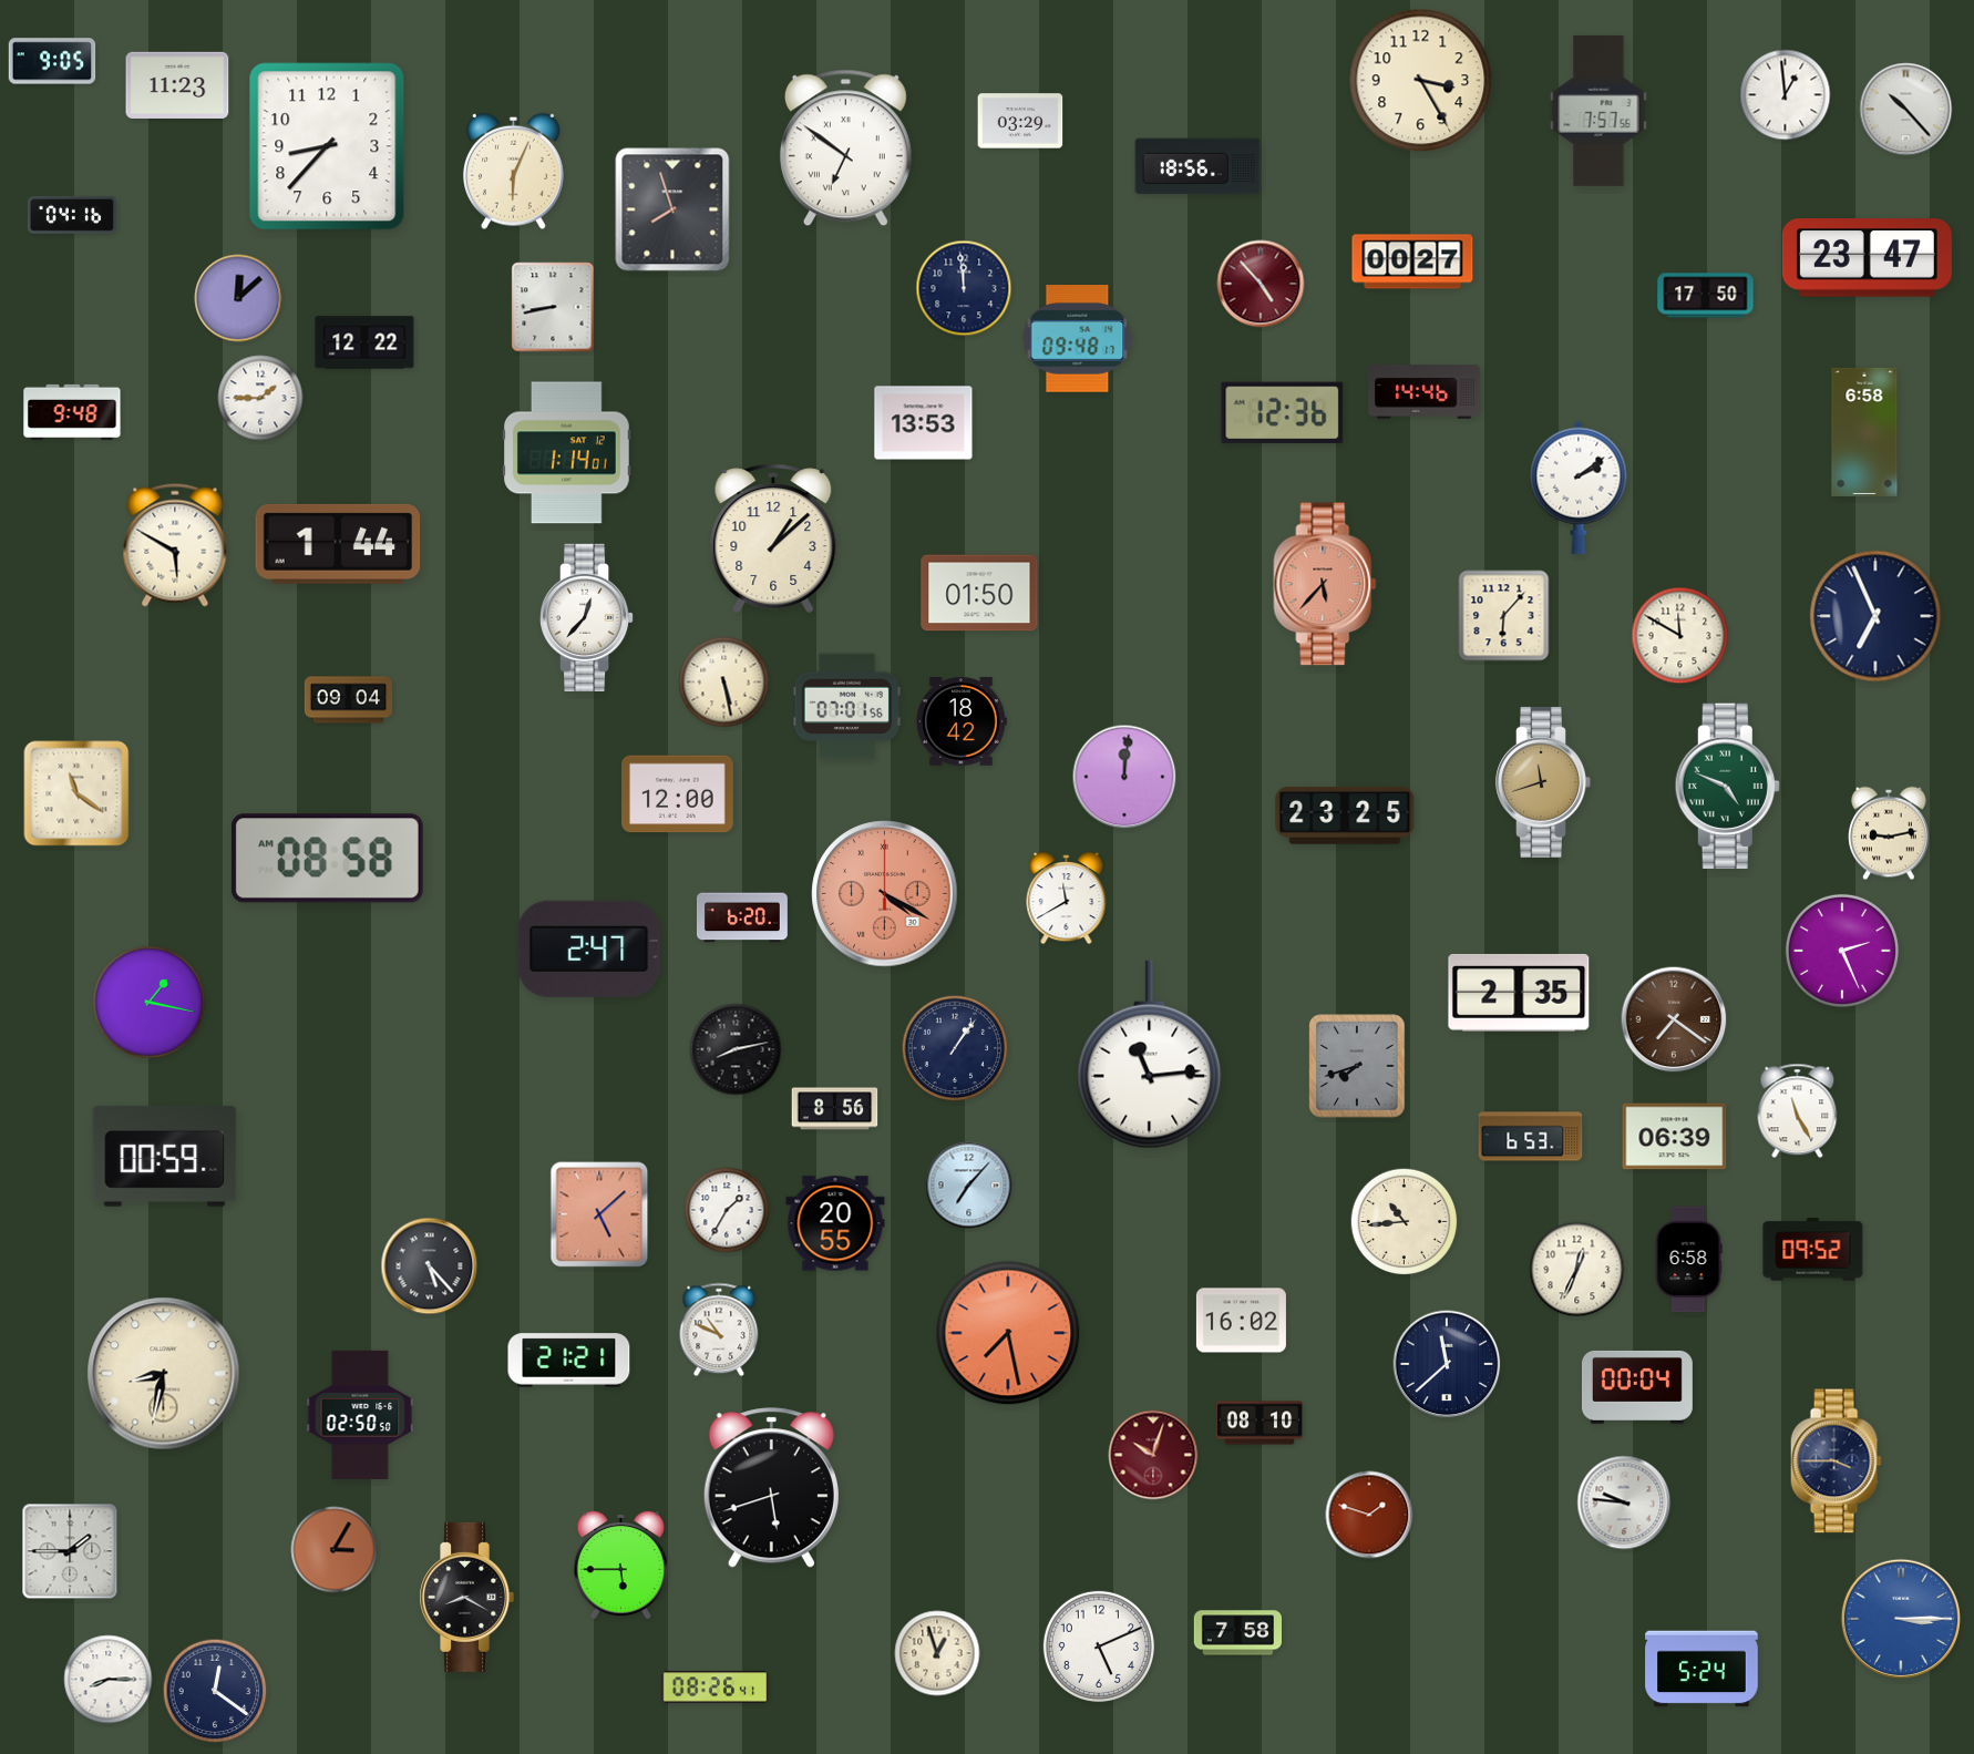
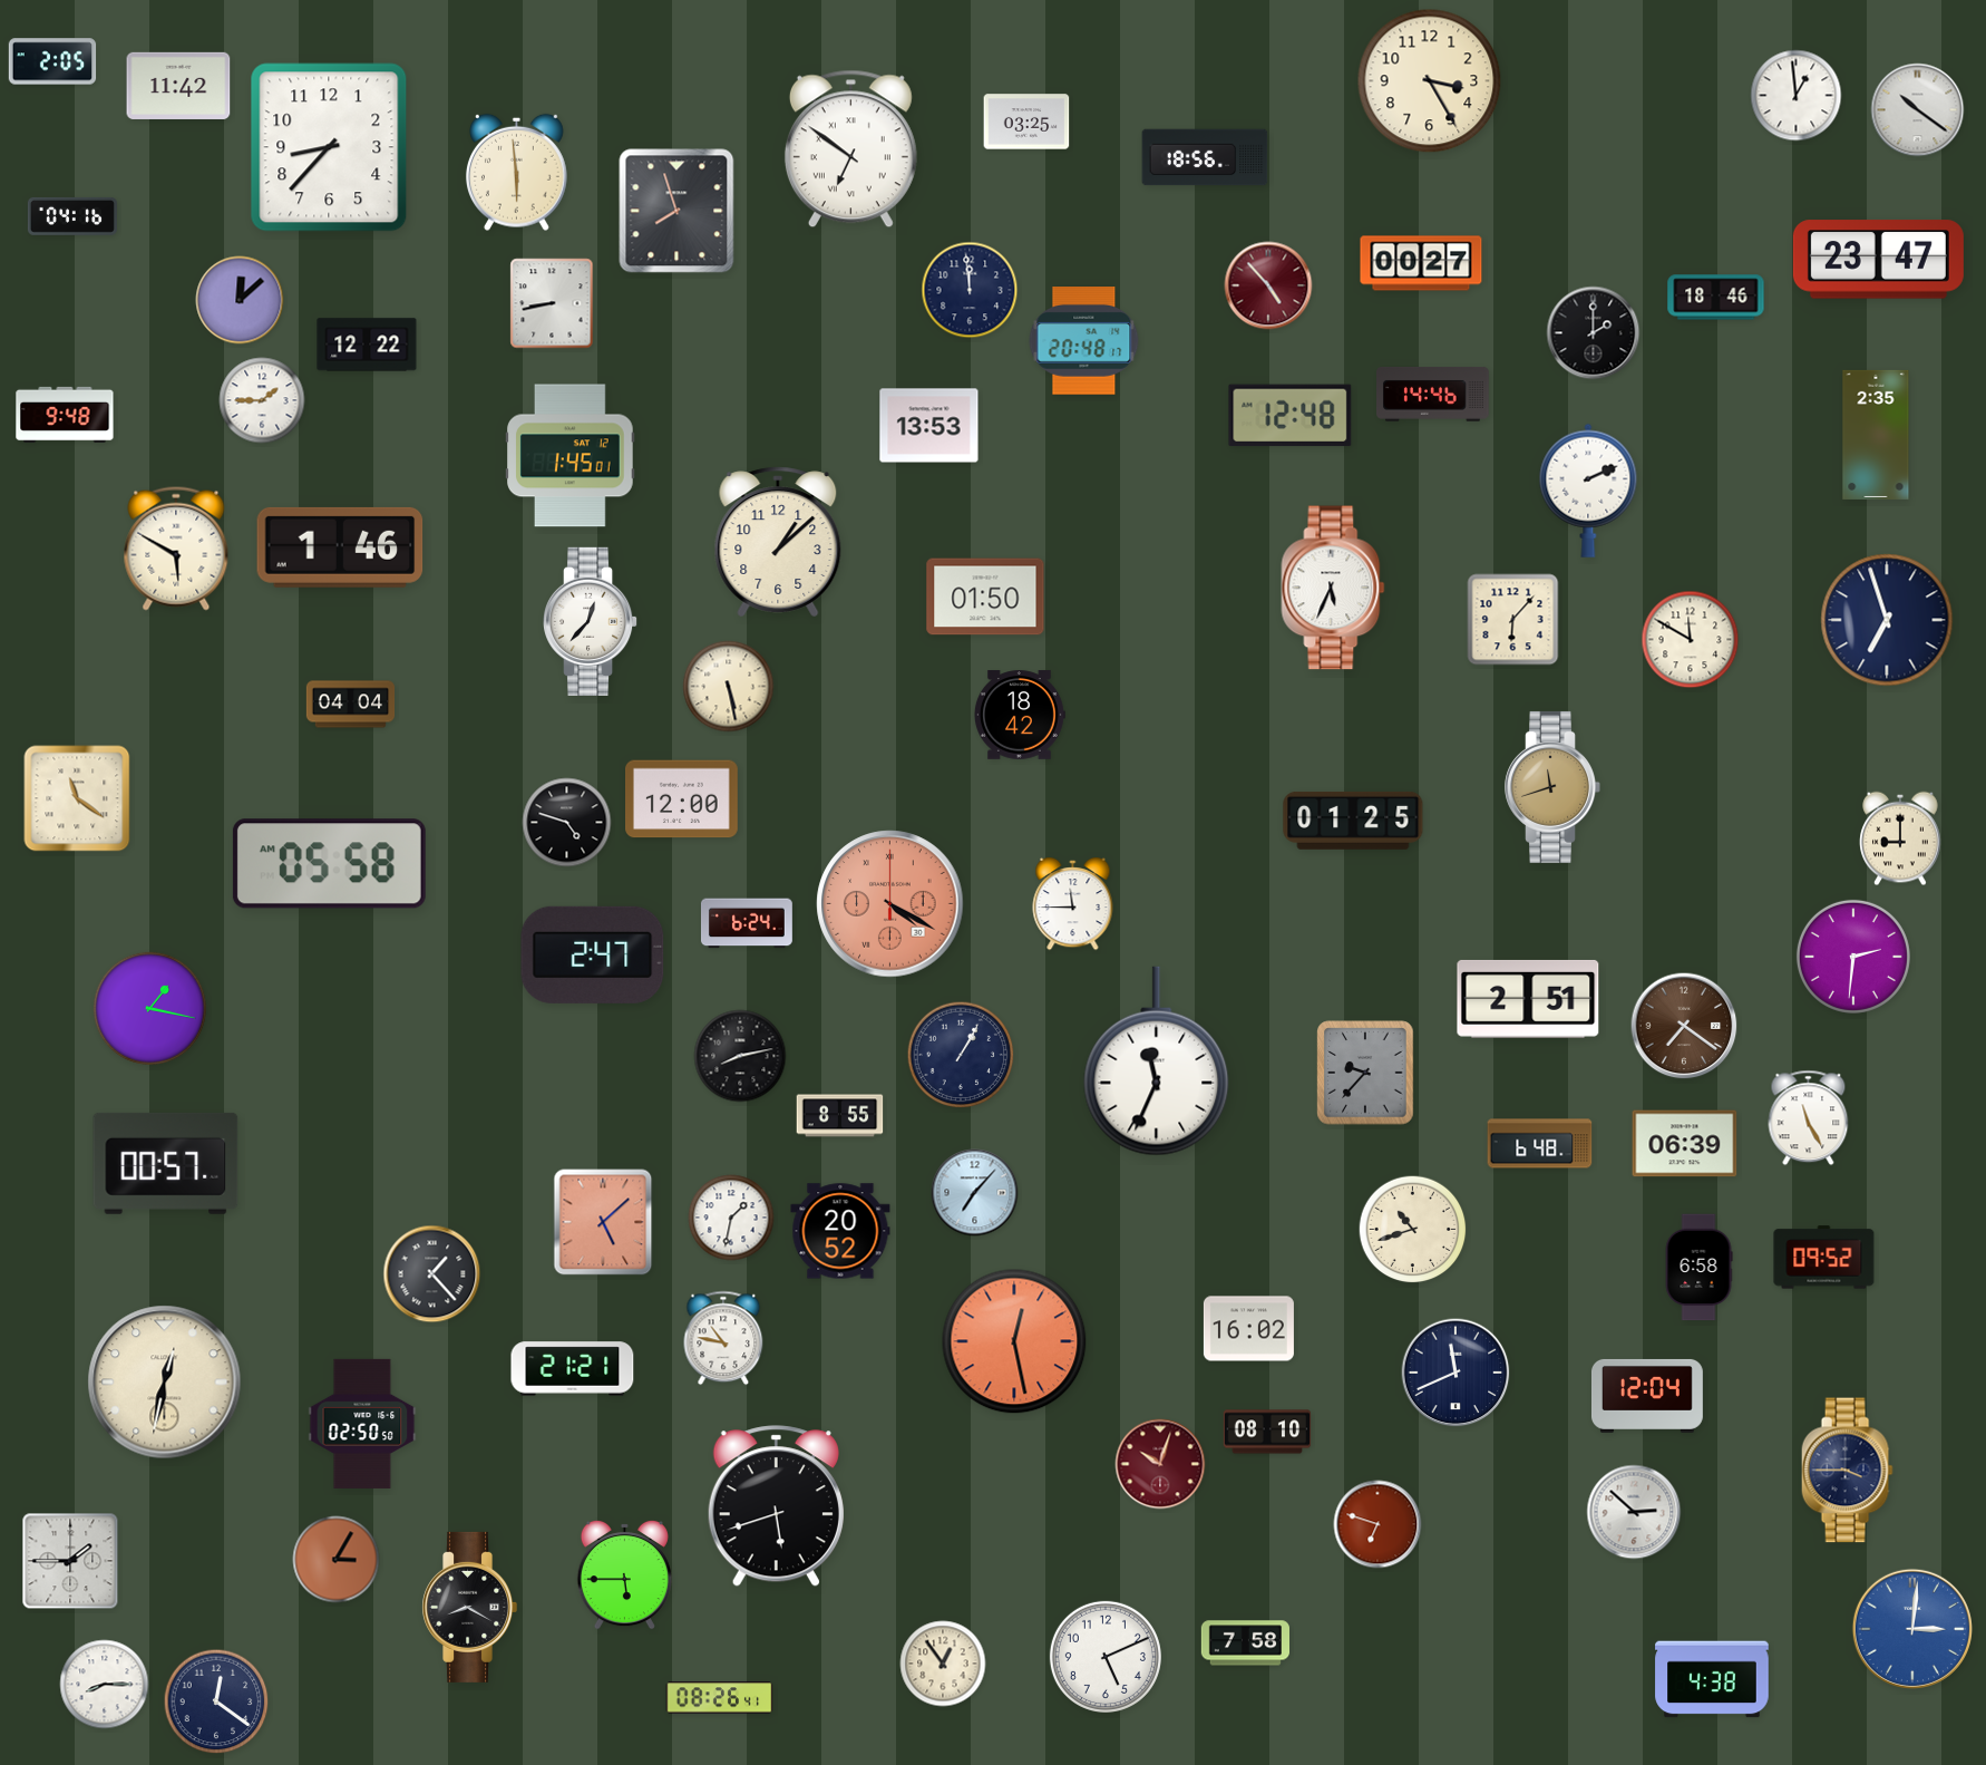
clock at (52, 61): 9:05 -> 2:05
clock at (177, 85): 11:23 -> 11:42
clock at (1906, 110): 10:23 -> 10:21
clock at (1598, 111): 7:57 -> none
clock at (1020, 121): 03:29 -> 03:25
clock at (1197, 166) position: (1197, 166) -> (1205, 157)
clock at (513, 171): 6:04 -> 5:59
clock at (1706, 296): 17:50 -> 18:46
clock at (553, 307) position: (553, 307) -> (552, 303)
clock at (1594, 333): none -> 2:00
clock at (1078, 339): 09:48 -> 20:48
clock at (72, 412) position: (72, 412) -> (65, 415)
clock at (1283, 413): 12:36 -> 12:48
clock at (1864, 432): 6:58 -> 2:35
clock at (567, 453): 1:14 -> 1:45
clock at (1579, 488): 2:09 -> 2:11
clock at (338, 544): 1:44 -> 1:46
clock at (1325, 584): 5:37 -> 5:34
clock at (1325, 584) dial: salmon -> white
clock at (1875, 616): 6:56 -> 6:57
clock at (349, 700): 09:04 -> 04:04
clock at (846, 707): 07:01 -> none
clock at (962, 721) position: (962, 721) -> (1020, 715)
clock at (1124, 777): 12:01 -> none
clock at (1727, 787): 4:49 -> none
clock at (1345, 816): 23:25 -> 01:25
clock at (567, 823): none -> 4:48
clock at (1889, 833): 9:13 -> 9:00
clock at (327, 859): 08:58 -> 05:58
clock at (885, 894) position: (885, 894) -> (890, 904)
clock at (1067, 899): 11:40 -> 11:45
clock at (742, 917): 6:20 -> 6:24
clock at (1842, 951): 2:26 -> 2:31
clock at (1519, 993): 2:35 -> 2:51
clock at (955, 1048): 1:06 -> 1:05
clock at (1150, 1055): 11:14 -> 11:34
clock at (1357, 1066): 7:42 -> 9:37
clock at (835, 1109): 8:56 -> 8:55
clock at (1531, 1137): 6:53 -> 6:48
clock at (165, 1156): 00:59 -> 00:57
clock at (727, 1210): 1:35 -> 1:32
clock at (1405, 1222): 10:44 -> 10:42
clock at (835, 1223): 20:55 -> 20:52
clock at (430, 1266): 5:23 -> 1:23
clock at (1577, 1270): 12:34 -> none
clock at (719, 1330): 10:49 -> 10:47
clock at (1008, 1333): 7:28 -> 12:28
clock at (1447, 1364): 11:38 -> 11:41
clock at (164, 1374): 8:32 -> 12:32
clock at (1637, 1387): 00:04 -> 12:04
clock at (771, 1488) position: (771, 1488) -> (776, 1506)
clock at (1624, 1502): 9:46 -> 2:52
clock at (1369, 1515): 1:48 -> 6:48
clock at (1901, 1619): 3:15 -> 3:01
clock at (937, 1653): 12:57 -> 12:54
clock at (1701, 1669): 5:24 -> 4:38
clock at (109, 1680) position: (109, 1680) -> (105, 1685)
